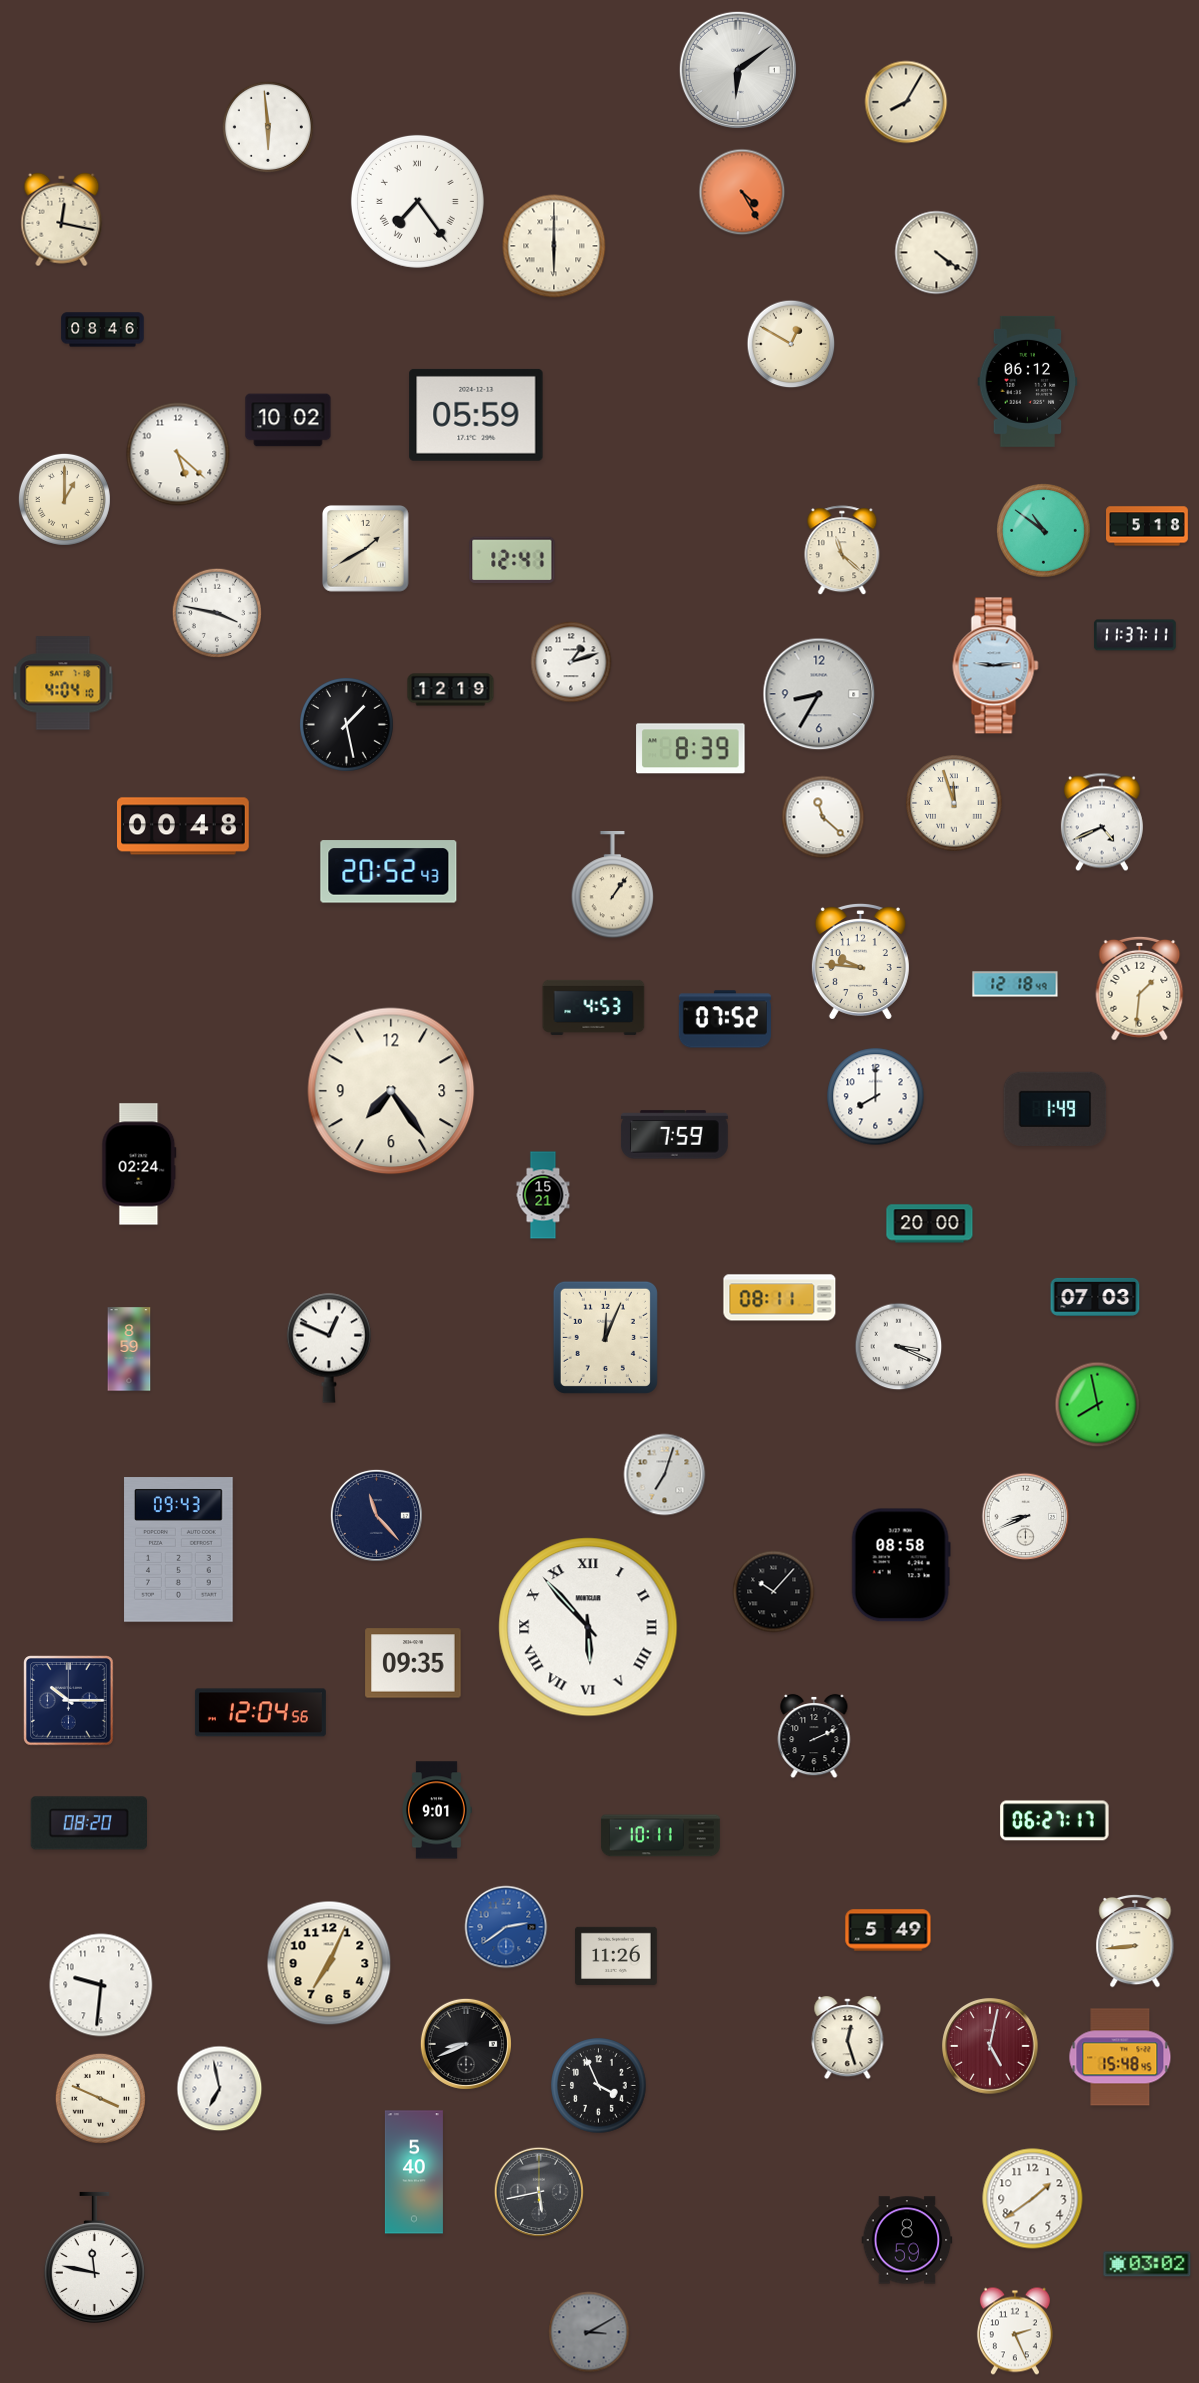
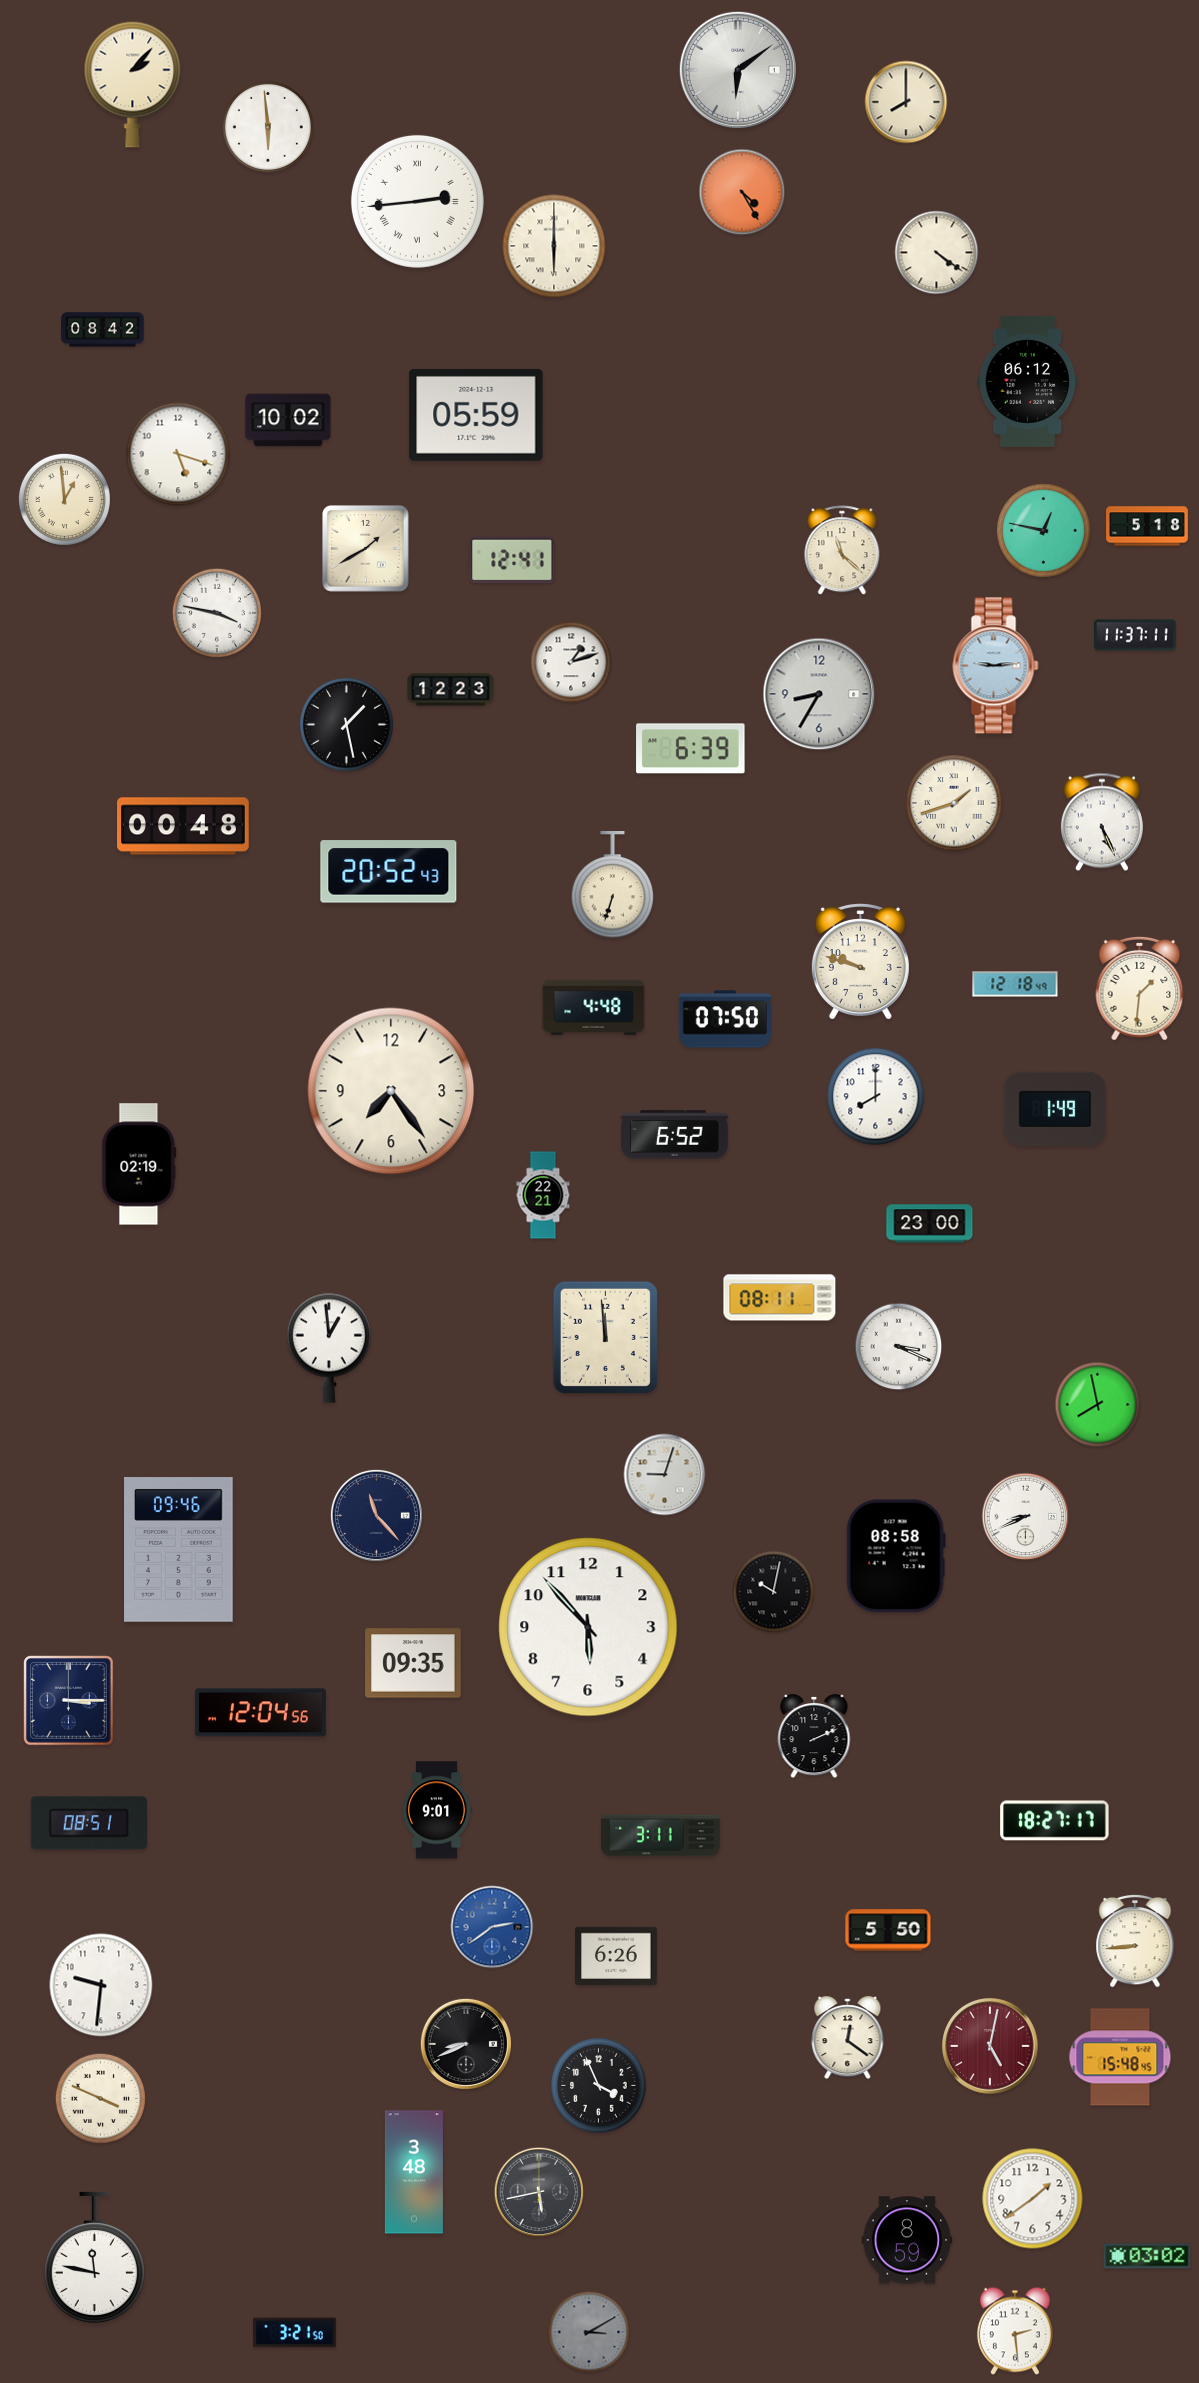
clock at (133, 84): none -> 2:07
clock at (906, 102): 8:05 -> 8:00
clock at (417, 201): 7:24 -> 2:44
clock at (62, 220): 12:17 -> none
clock at (103, 330): 08:46 -> 08:42
clock at (791, 344): 12:50 -> none
clock at (178, 454): 5:22 -> 5:18
clock at (64, 499): 1:00 -> 12:59
clock at (1044, 531): 10:51 -> 12:47
clock at (63, 683): 4:04 -> none
clock at (451, 690): 12:19 -> 12:23
clock at (691, 749): 8:39 -> 6:39
clock at (954, 803): 11:57 -> 1:42
clock at (823, 817): 11:22 -> none
clock at (1102, 822): 4:41 -> 5:26
clock at (613, 886): 1:06 -> 6:33
clock at (860, 962): 9:46 -> 9:48
clock at (594, 1007): 4:53 -> 4:48
clock at (725, 1019): 07:52 -> 07:50
clock at (674, 1135): 7:59 -> 6:52
clock at (139, 1164): 02:24 -> 02:19
clock at (543, 1195): 15:21 -> 22:21
clock at (930, 1224): 20:00 -> 23:00
clock at (1095, 1297): 07:03 -> none
clock at (605, 1337): 12:04 -> 11:59
clock at (329, 1348): 12:49 -> 12:59
clock at (129, 1349): 8:59 -> none
clock at (665, 1475): 7:03 -> 9:03
clock at (179, 1550): 09:43 -> 09:46
clock at (901, 1565) position: (901, 1565) -> (896, 1556)
clock at (774, 1592): 10:07 -> 10:02
clock at (588, 1627) numerals: Roman -> Arabic
clock at (69, 1701): 10:15 -> 3:15
clock at (1055, 1821): 06:27 -> 18:27
clock at (88, 1823): 08:20 -> 08:51
clock at (660, 1836): 10:11 -> 3:11
clock at (506, 1927) position: (506, 1927) -> (492, 1927)
clock at (888, 1930): 5:49 -> 5:50
clock at (617, 1955): 11:26 -> 6:26
clock at (329, 1963): 7:04 -> none
clock at (848, 2038): 12:27 -> 12:21
clock at (220, 2089): 6:58 -> none
clock at (414, 2172): 5:40 -> 3:48
clock at (1147, 2264) position: (1147, 2264) -> (1147, 2256)
clock at (1015, 2331): 2:26 -> 2:29
clock at (295, 2333): none -> 3:21
